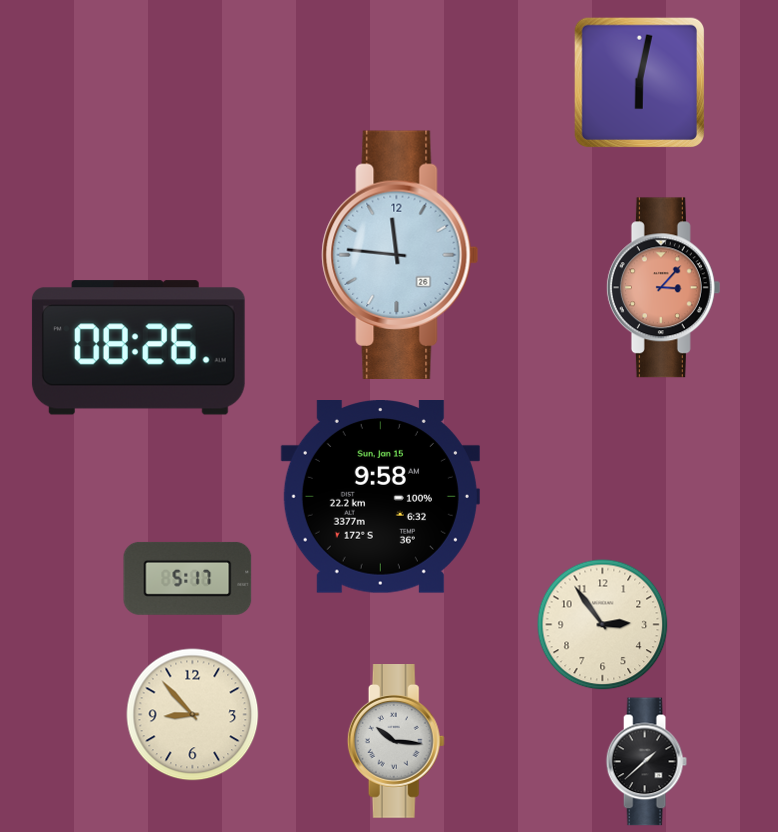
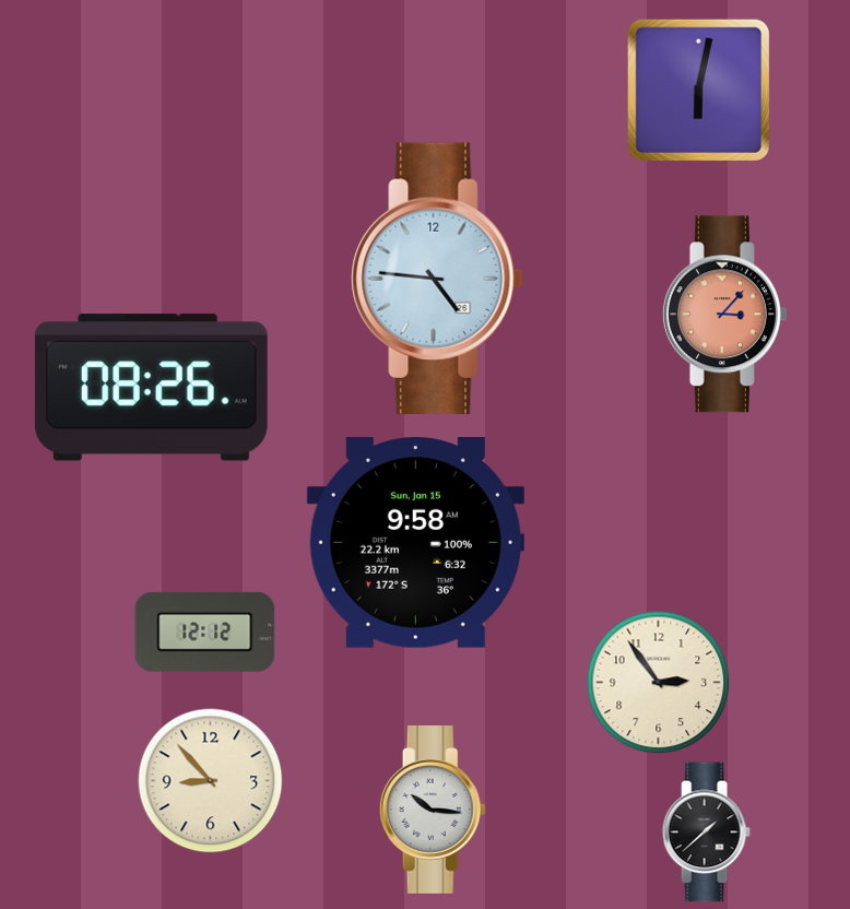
clock at (400, 254): 11:46 -> 4:46
clock at (138, 348) position: (138, 348) -> (151, 388)
clock at (188, 578): 5:17 -> 12:12
